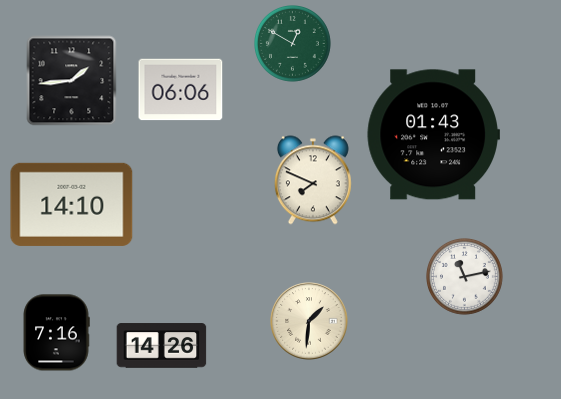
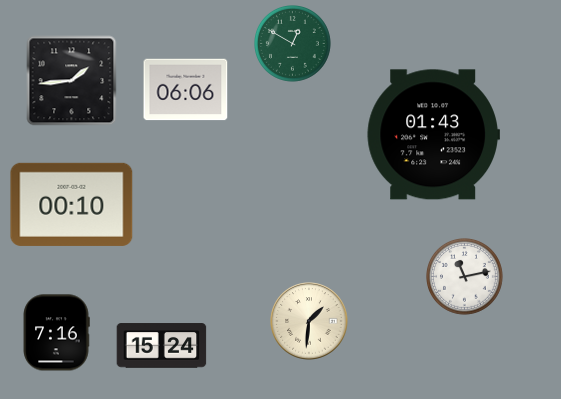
clock at (181, 90) position: (181, 90) -> (186, 90)
clock at (313, 180): 7:49 -> none
clock at (72, 204): 14:10 -> 00:10
clock at (162, 346): 14:26 -> 15:24
